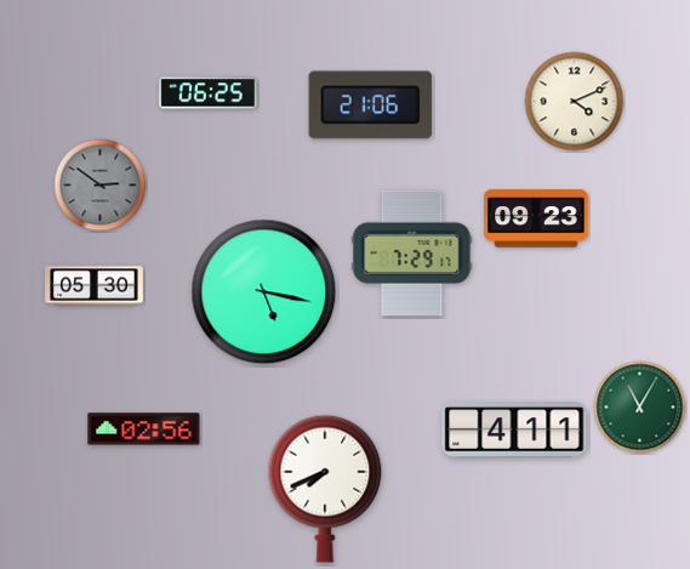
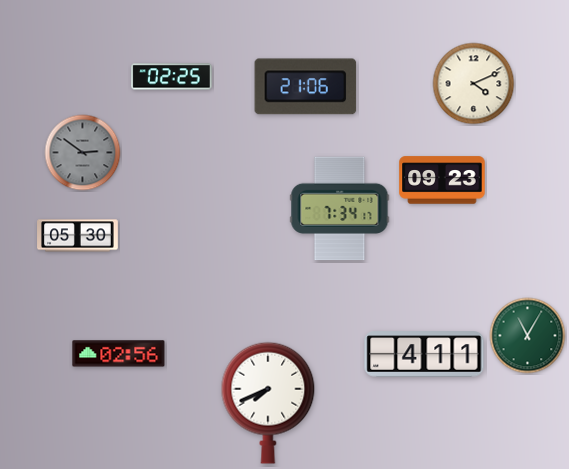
clock at (209, 93): 06:25 -> 02:25
clock at (412, 254): 7:29 -> 7:34
clock at (264, 292): 5:17 -> none
